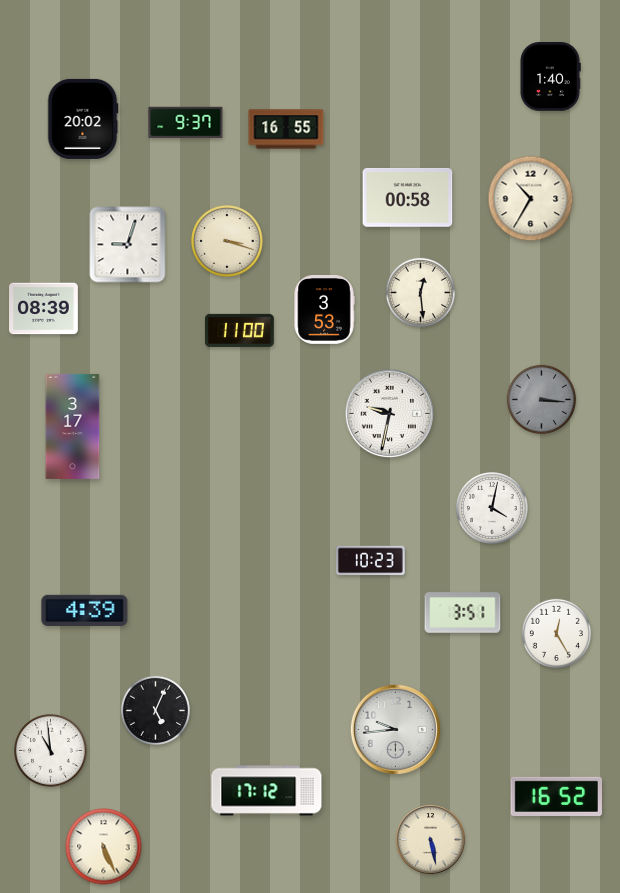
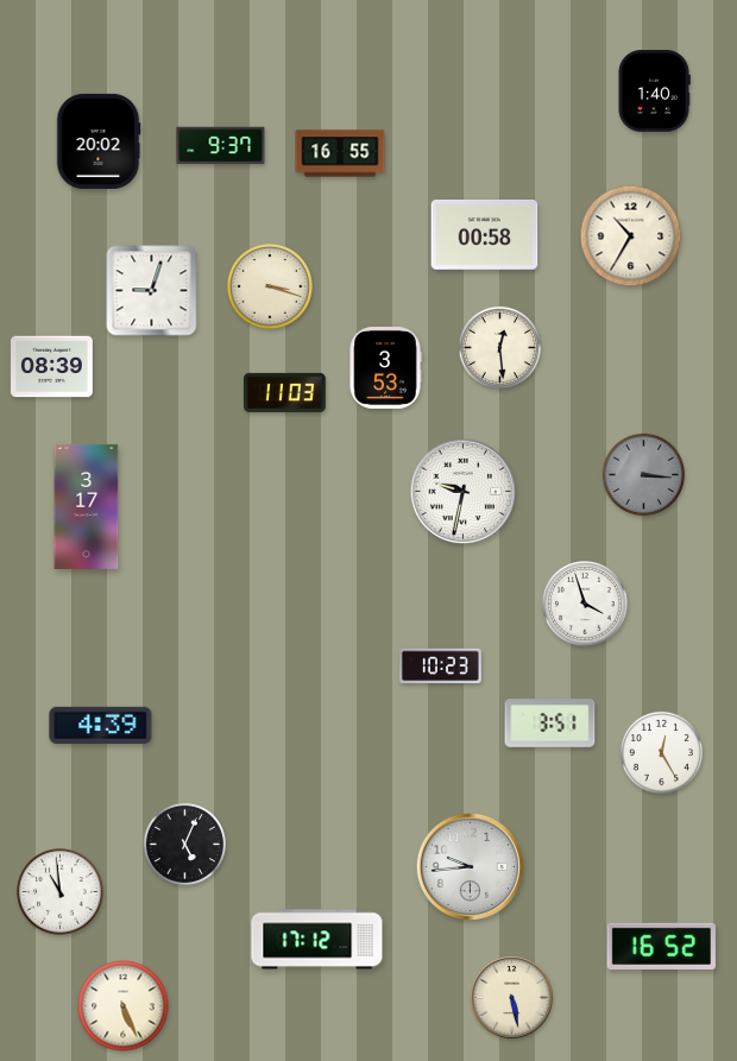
clock at (239, 330): 11:00 -> 11:03
clock at (493, 509): 4:02 -> 3:57
clock at (463, 613) position: (463, 613) -> (550, 724)
